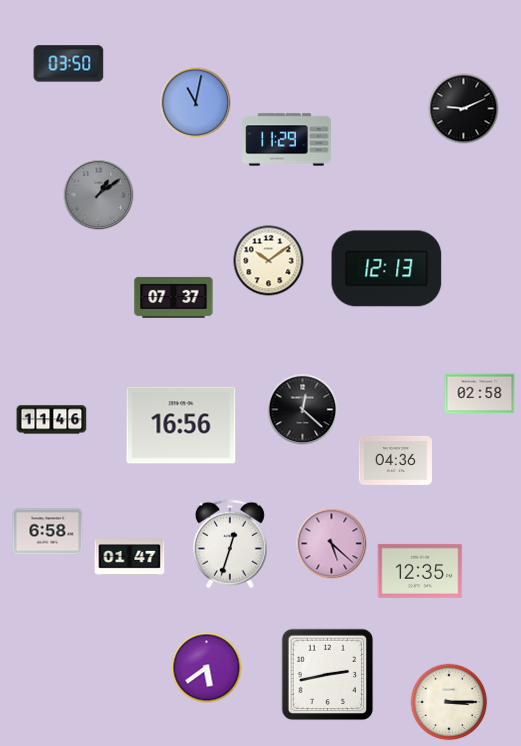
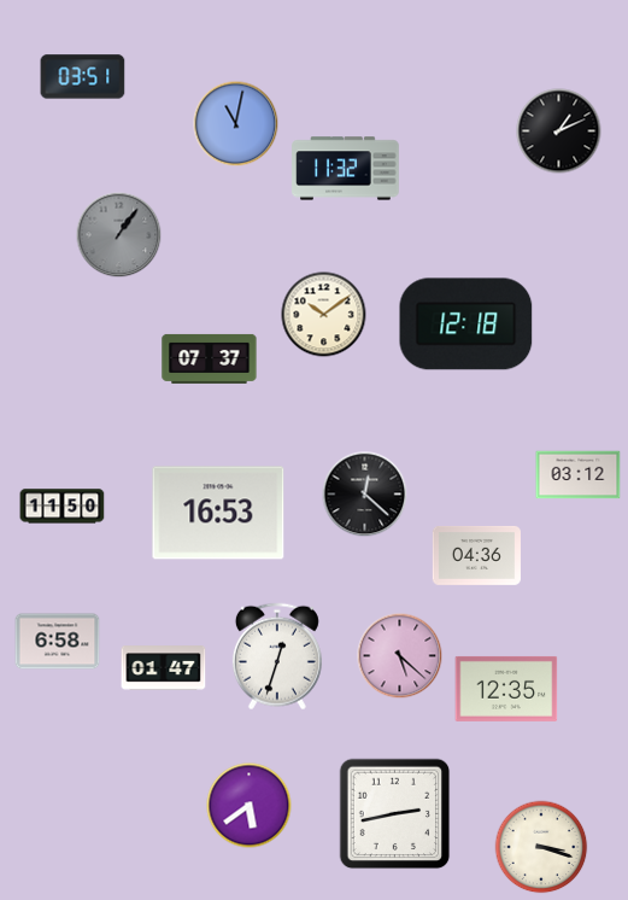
clock at (69, 64): 03:50 -> 03:51
clock at (464, 109): 9:11 -> 1:11
clock at (287, 140): 11:29 -> 11:32
clock at (99, 195): 1:09 -> 1:06
clock at (387, 269): 12:13 -> 12:18
clock at (480, 394): 02:58 -> 03:12
clock at (52, 420): 11:46 -> 11:50
clock at (181, 425): 16:56 -> 16:53
clock at (130, 557) position: (130, 557) -> (164, 668)
clock at (449, 702): 3:15 -> 3:18
